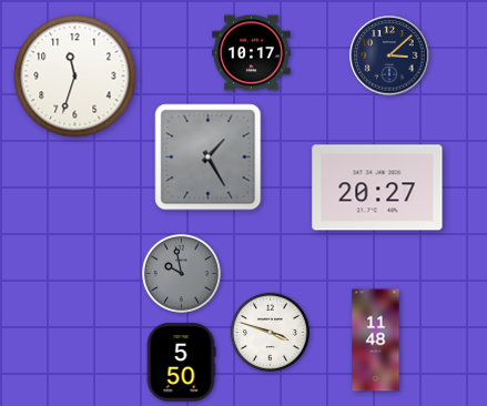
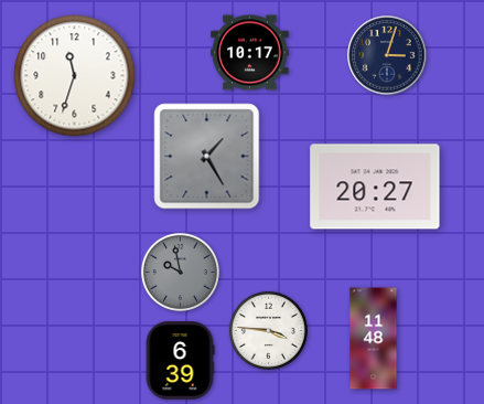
clock at (389, 55): 3:08 -> 3:03
clock at (270, 332): 3:48 -> 3:46
clock at (181, 363): 5:50 -> 6:39
